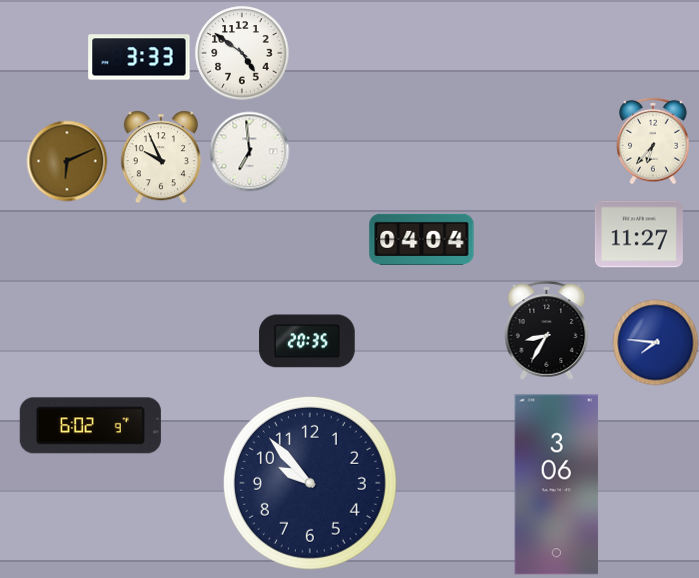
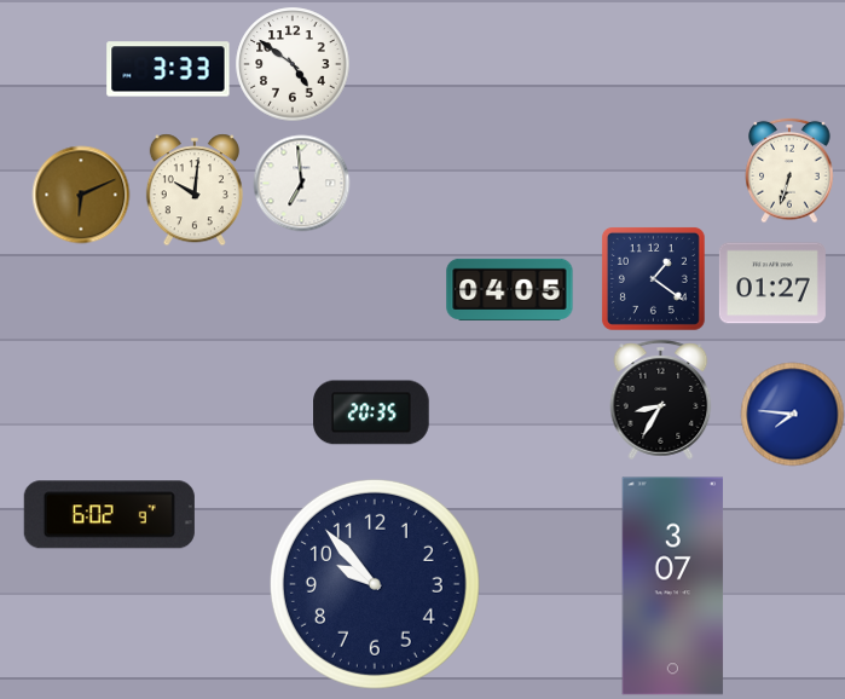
clock at (653, 141): 6:37 -> 6:33
clock at (161, 157): 9:56 -> 10:01
clock at (653, 278): none -> 1:21
clock at (639, 234): 11:27 -> 01:27
clock at (422, 239): 04:04 -> 04:05
clock at (557, 485): 3:06 -> 3:07
